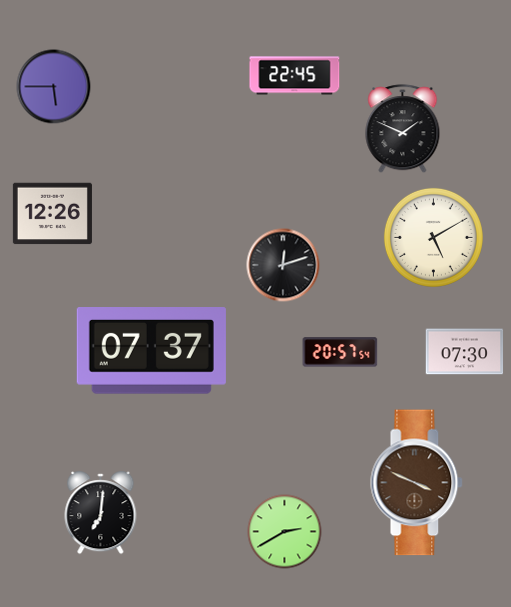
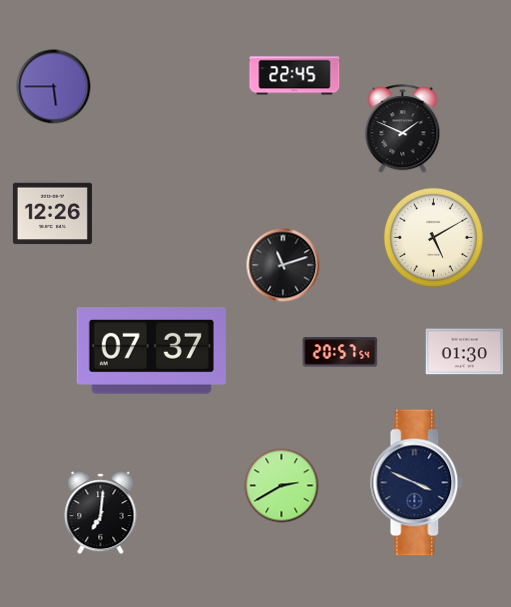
clock at (283, 265): 12:12 -> 11:12
clock at (465, 352): 07:30 -> 01:30
clock at (417, 483) dial: brown -> navy
clock at (285, 532) position: (285, 532) -> (282, 486)
